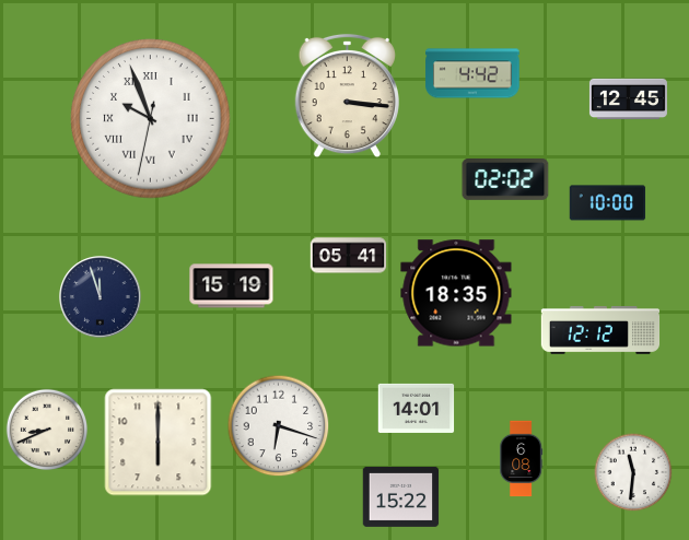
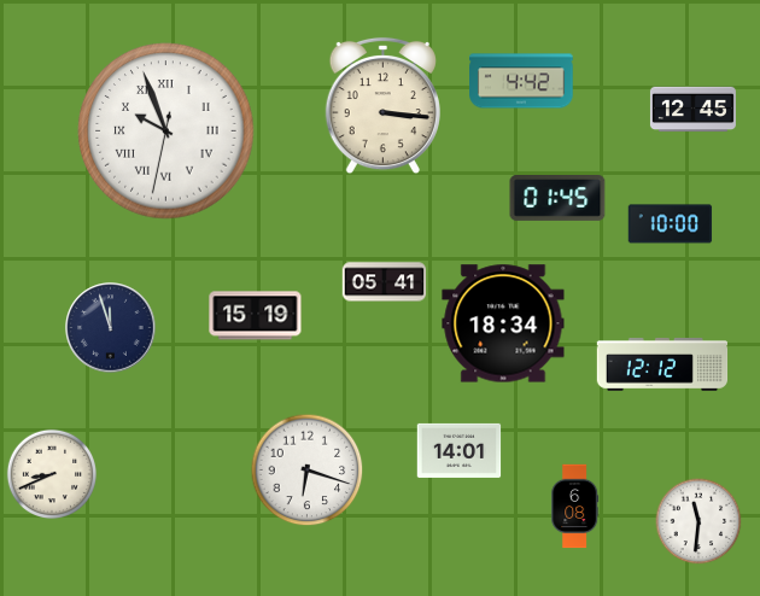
clock at (505, 180): 02:02 -> 01:45
clock at (456, 293): 18:35 -> 18:34
clock at (159, 443): 6:00 -> none
clock at (401, 496): 15:22 -> none
